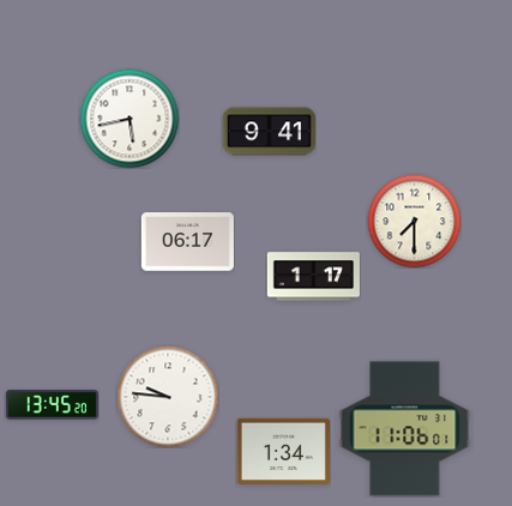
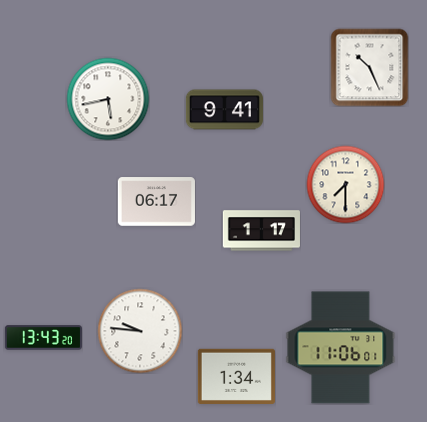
clock at (369, 67): none -> 10:26
clock at (52, 405): 13:45 -> 13:43
clock at (405, 429) position: (405, 429) -> (341, 348)
